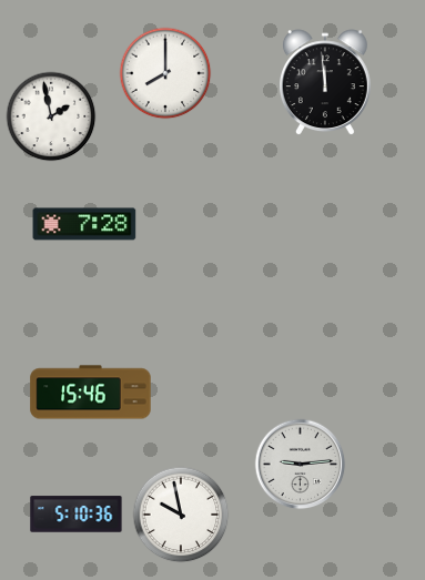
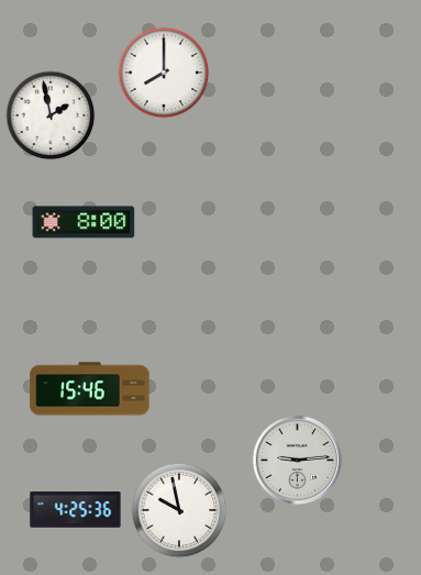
clock at (325, 83): 11:59 -> none
clock at (84, 224): 7:28 -> 8:00
clock at (77, 515): 5:10 -> 4:25
